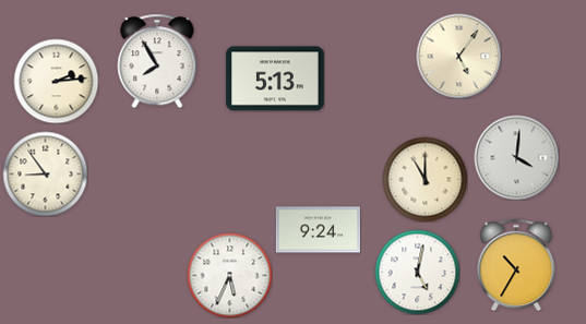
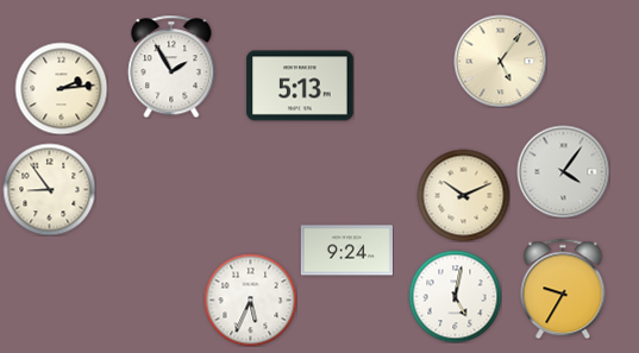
clock at (157, 61): 7:55 -> 1:55
clock at (516, 157): 4:01 -> 4:06
clock at (424, 179): 11:00 -> 10:11
clock at (516, 265): 10:35 -> 9:35
